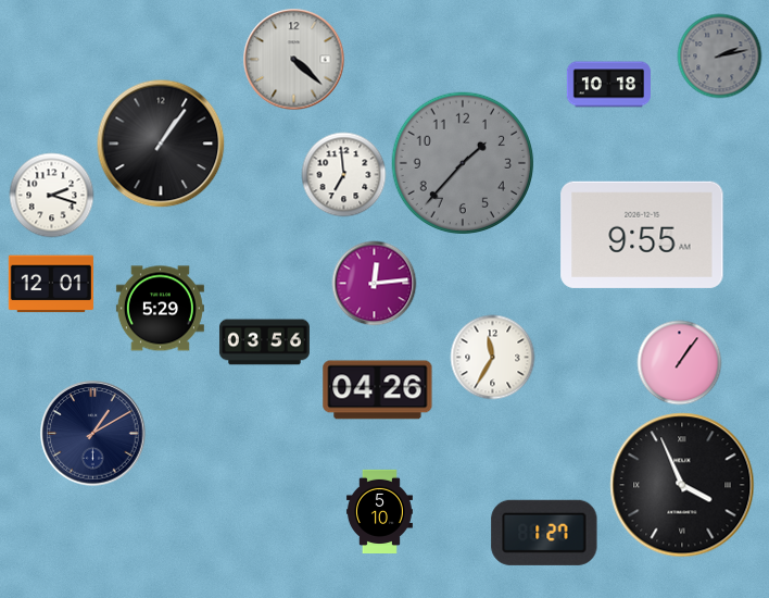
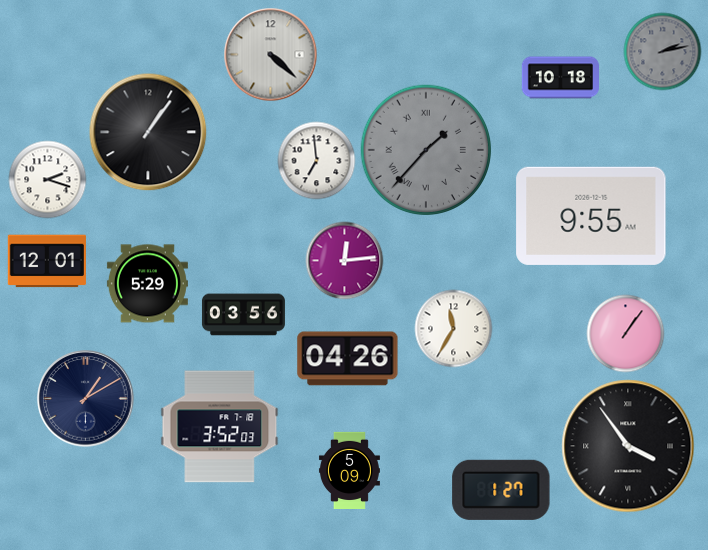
clock at (462, 162) numerals: Arabic -> Roman
clock at (220, 427): none -> 3:52
clock at (682, 485): 3:56 -> 3:54
clock at (379, 511): 5:10 -> 5:09
